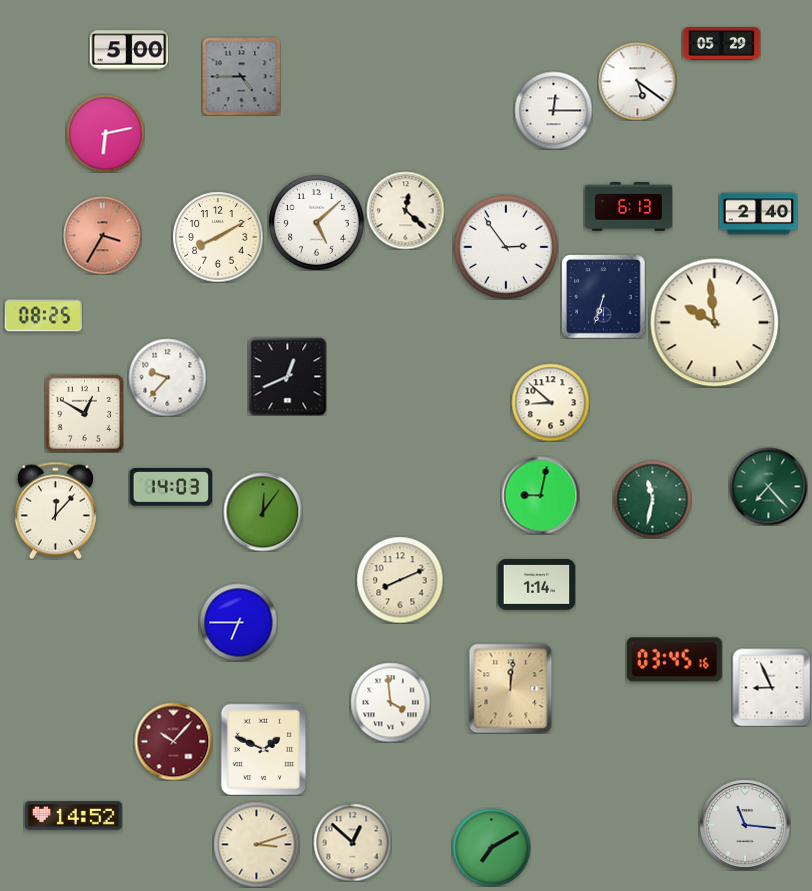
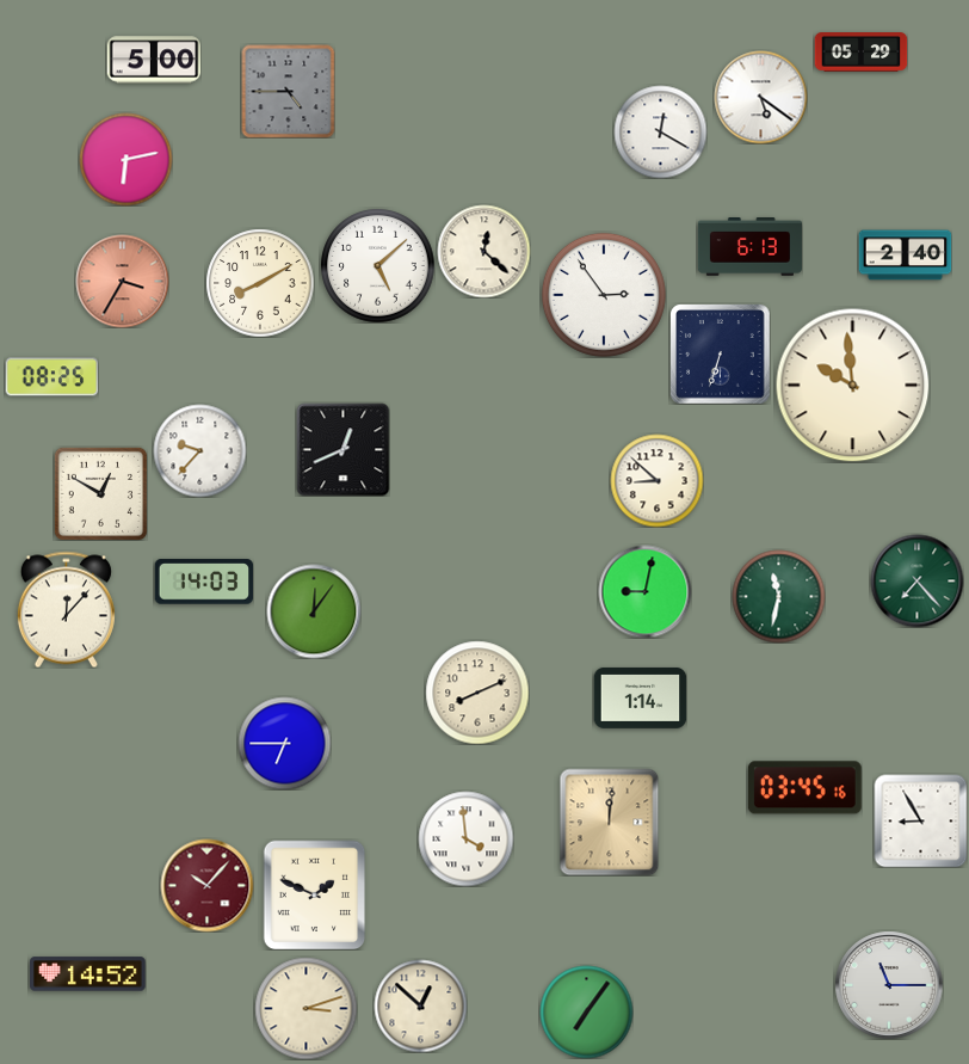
clock at (553, 110): 12:15 -> 12:20
clock at (771, 687): 8:56 -> 8:55
clock at (745, 825): 11:16 -> 11:15
clock at (491, 847): 7:10 -> 7:06
